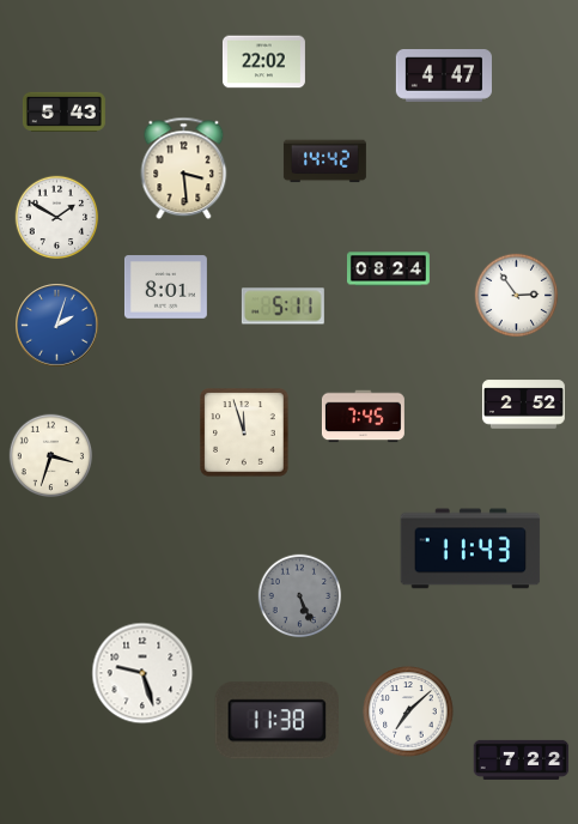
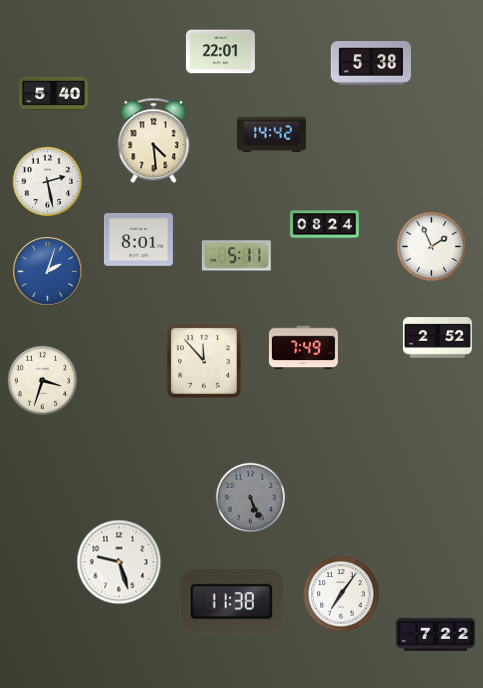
clock at (263, 62): 22:02 -> 22:01
clock at (443, 75): 4:47 -> 5:38
clock at (63, 111): 5:43 -> 5:40
clock at (184, 169): 3:29 -> 4:29
clock at (57, 218): 1:50 -> 2:28
clock at (517, 296): 2:54 -> 1:56
clock at (363, 417): 7:45 -> 7:49
clock at (244, 432): 11:57 -> 11:53
clock at (470, 549): 11:43 -> none
clock at (408, 711): 7:08 -> 7:06
